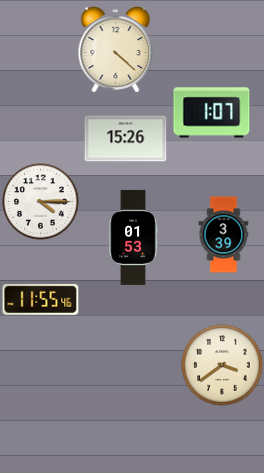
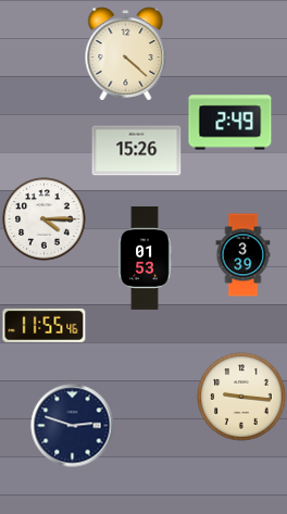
clock at (212, 113): 1:07 -> 2:49
clock at (222, 365): 3:39 -> 9:16
clock at (73, 426): none -> 2:48
